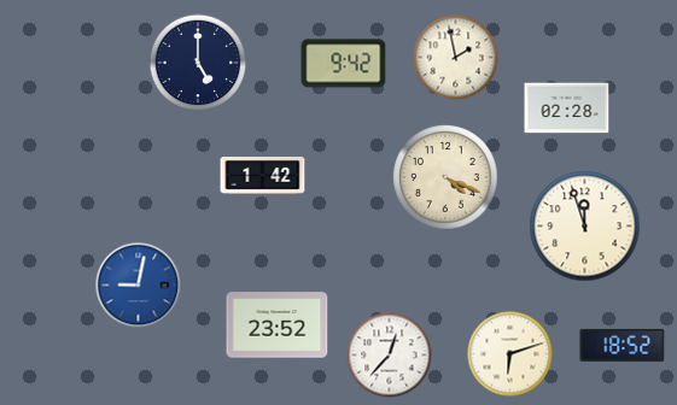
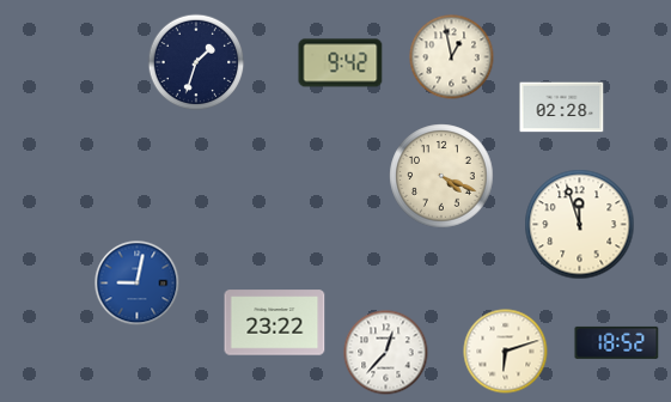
clock at (456, 58): 1:58 -> 12:58
clock at (198, 63): 5:00 -> 1:33
clock at (263, 176): 1:42 -> none
clock at (278, 325): 23:52 -> 23:22
